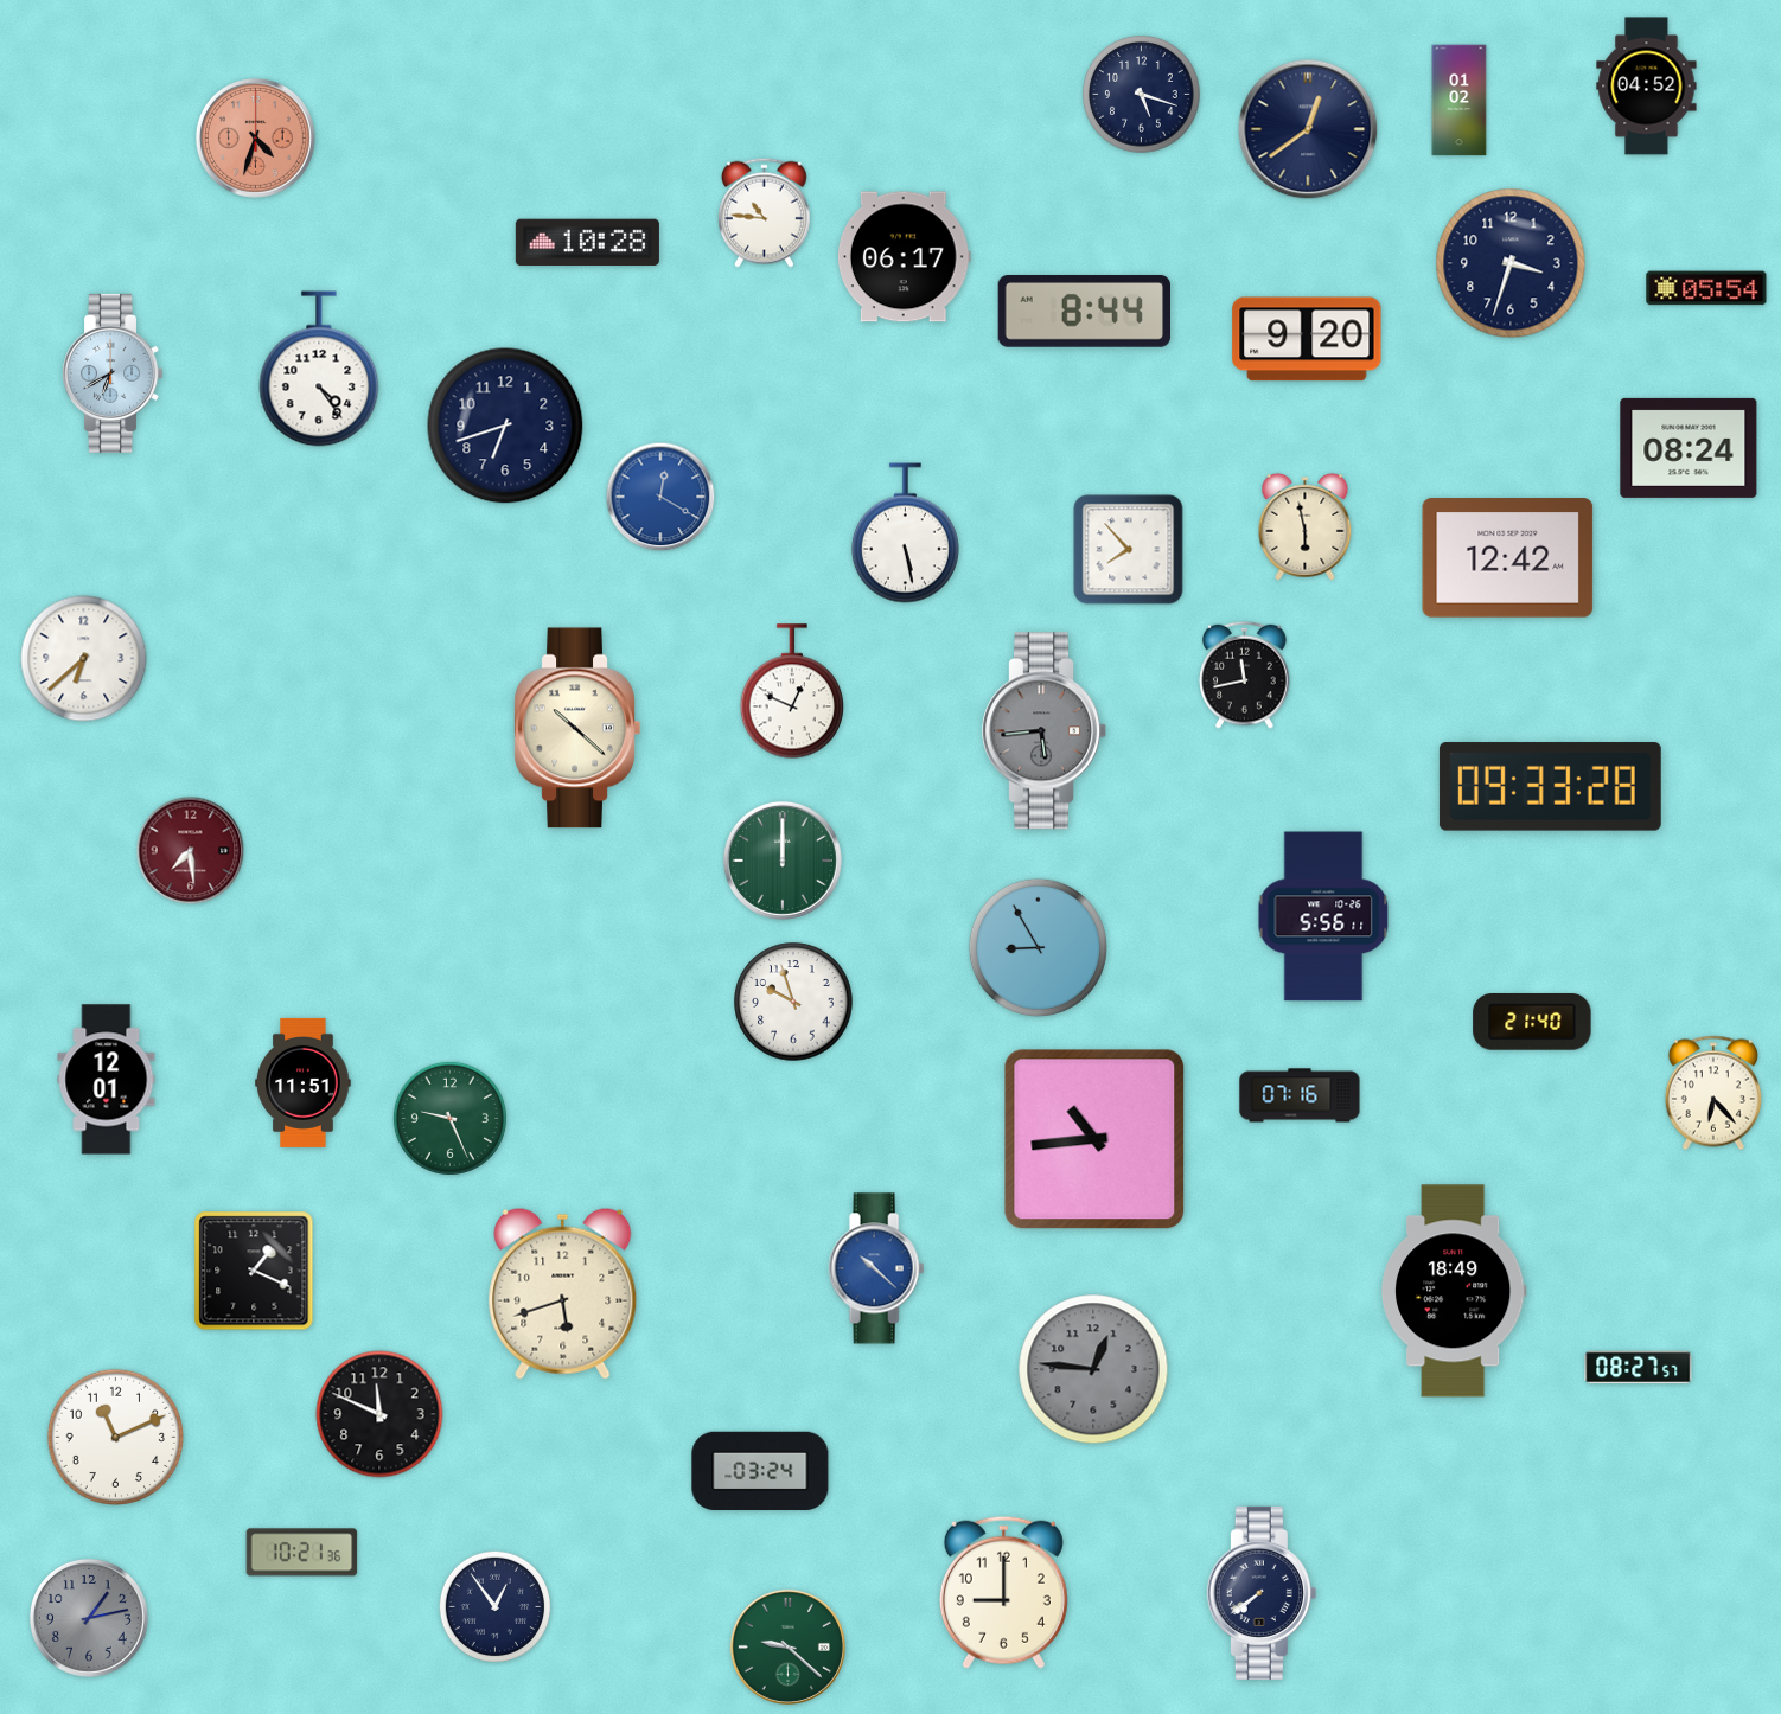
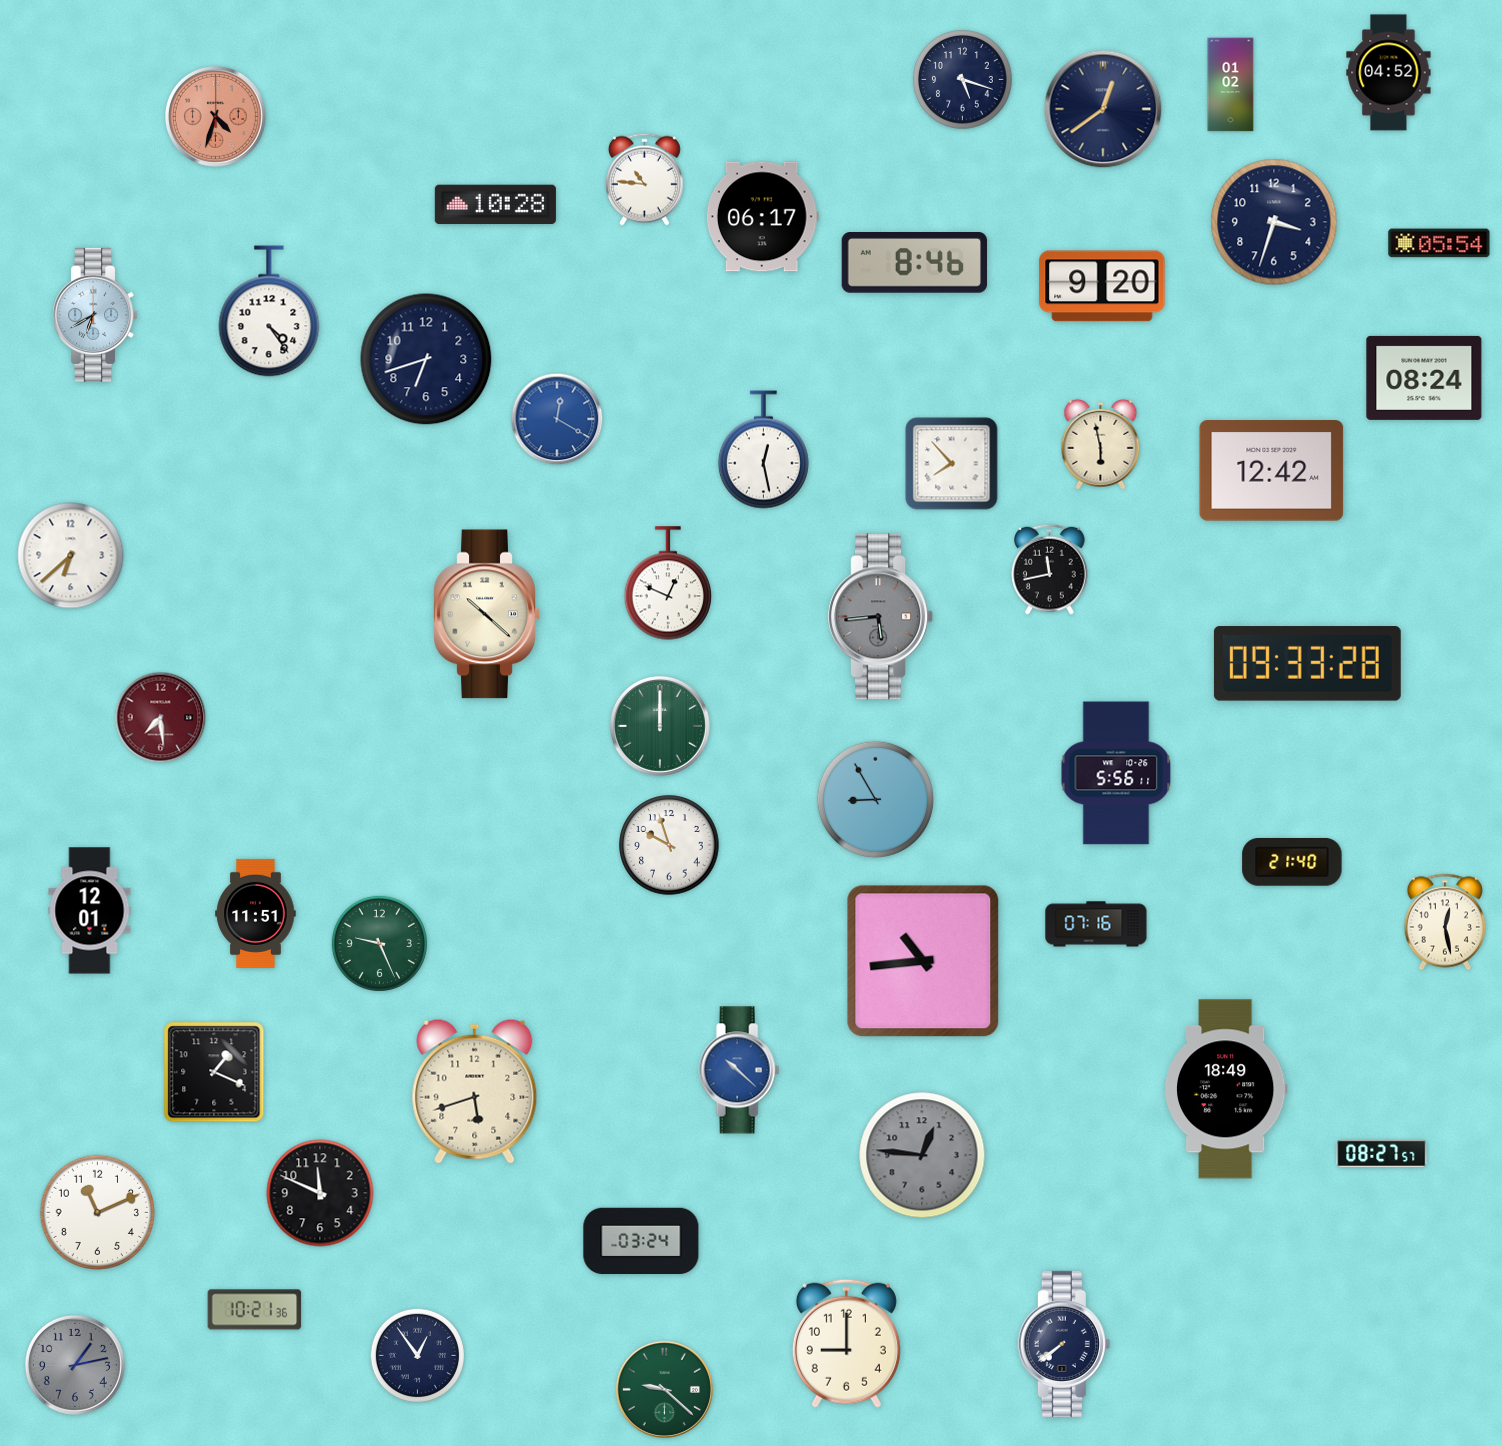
clock at (1084, 312): 8:44 -> 8:46
clock at (905, 533): 5:28 -> 12:28
clock at (1713, 1093): 6:23 -> 12:28
